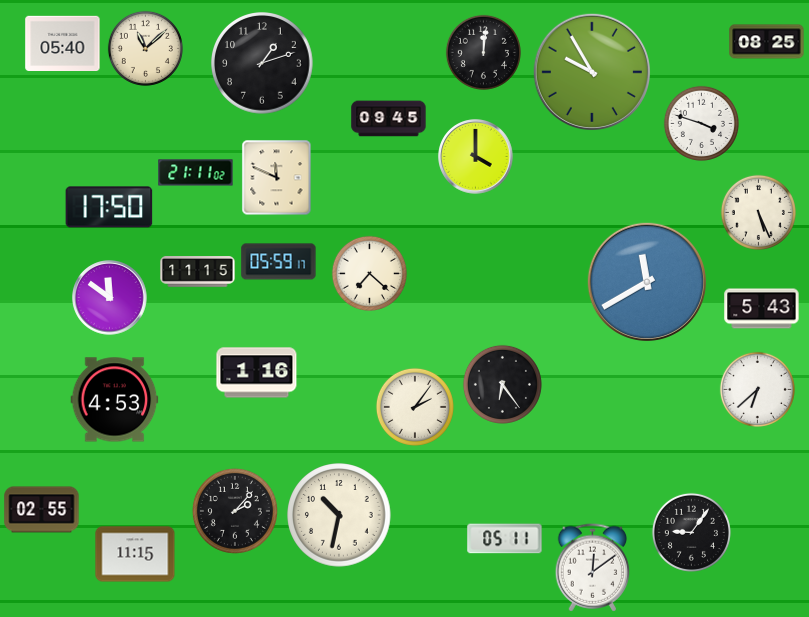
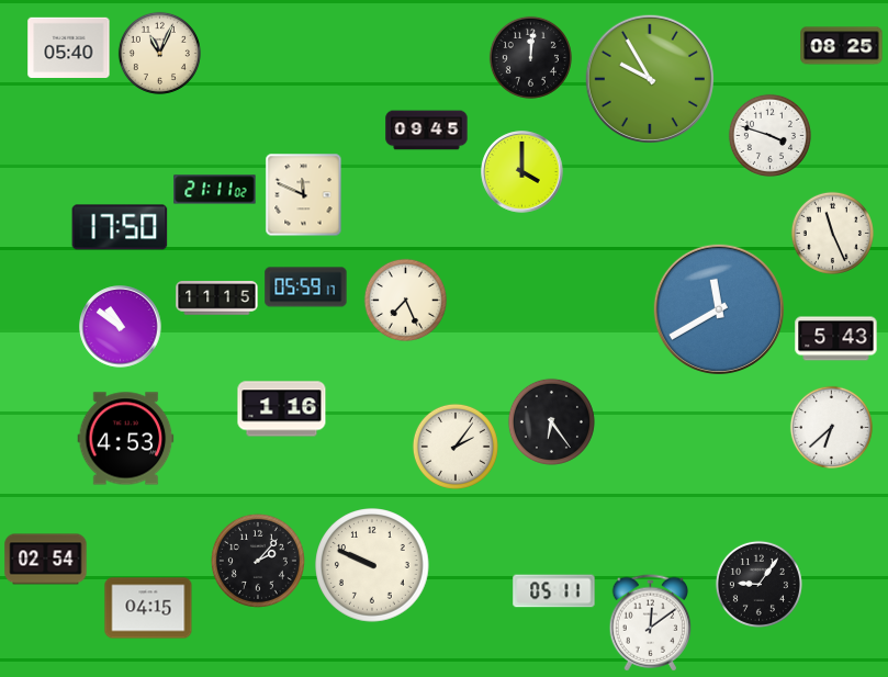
clock at (145, 48): 11:08 -> 11:04
clock at (263, 64): 1:12 -> none
clock at (758, 212): 5:26 -> 11:26
clock at (369, 273): 7:22 -> 7:26
clock at (647, 282) position: (647, 282) -> (719, 309)
clock at (110, 298): 11:51 -> 10:51
clock at (42, 510): 02:55 -> 02:54
clock at (339, 515): 10:32 -> 9:49
clock at (135, 554): 11:15 -> 04:15
